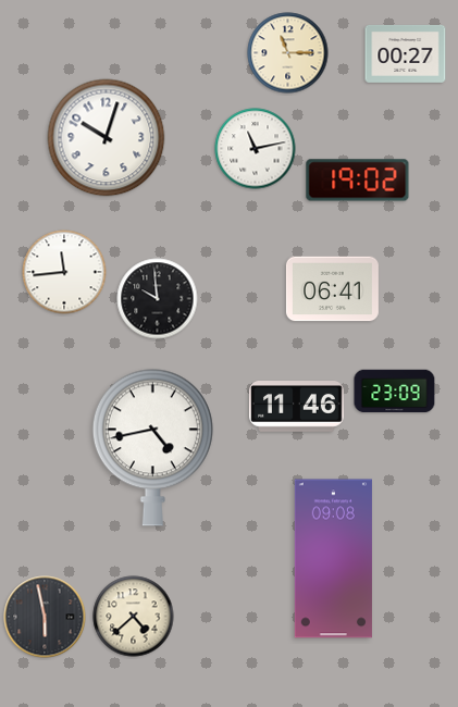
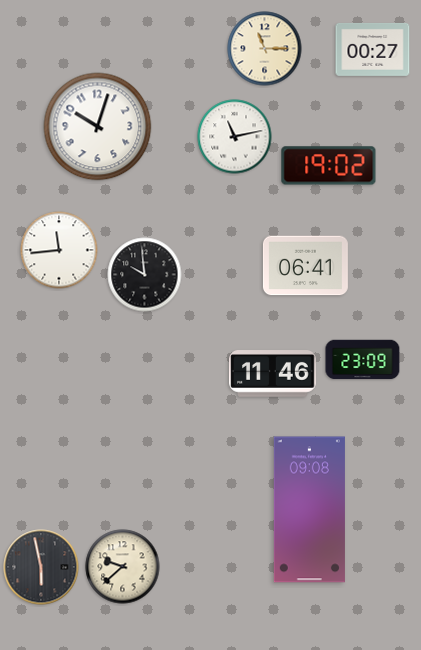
clock at (152, 447): 4:43 -> none
clock at (333, 559) position: (333, 559) -> (309, 510)
clock at (134, 617): 4:38 -> 9:38
